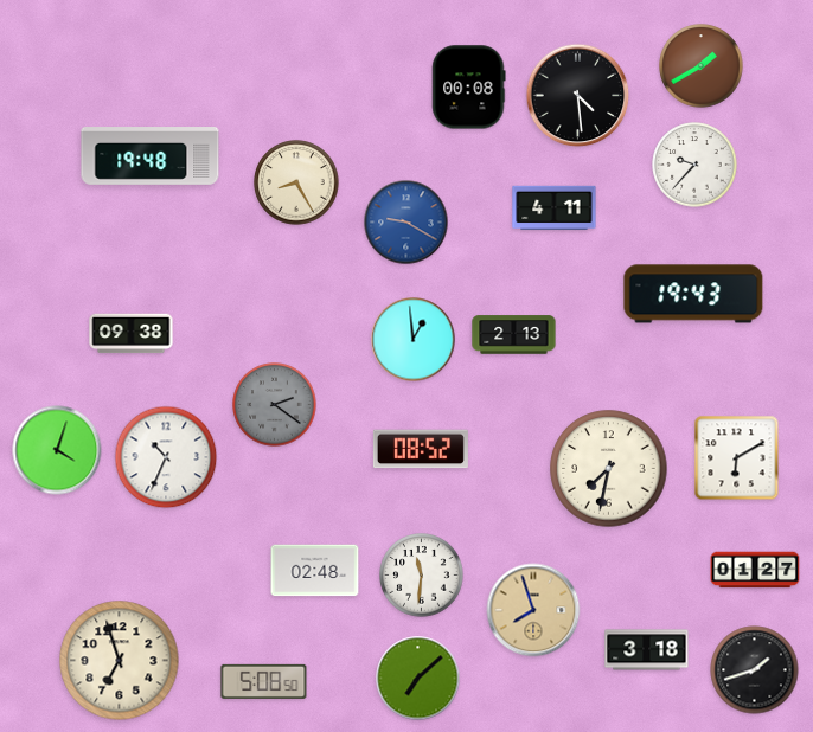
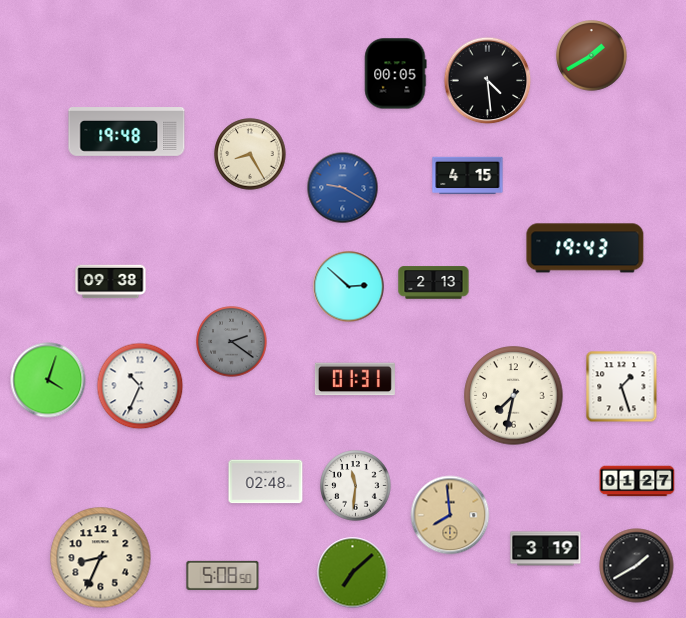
clock at (469, 88): 00:08 -> 00:05
clock at (694, 165): 9:37 -> none
clock at (555, 208): 4:11 -> 4:15
clock at (414, 340): 12:59 -> 2:52
clock at (421, 449): 08:52 -> 01:31
clock at (737, 458): 6:10 -> 1:27
clock at (533, 610): 7:57 -> 7:59
clock at (647, 650): 3:18 -> 3:19
clock at (120, 661): 6:57 -> 8:34
clock at (755, 670): 1:42 -> 1:40
